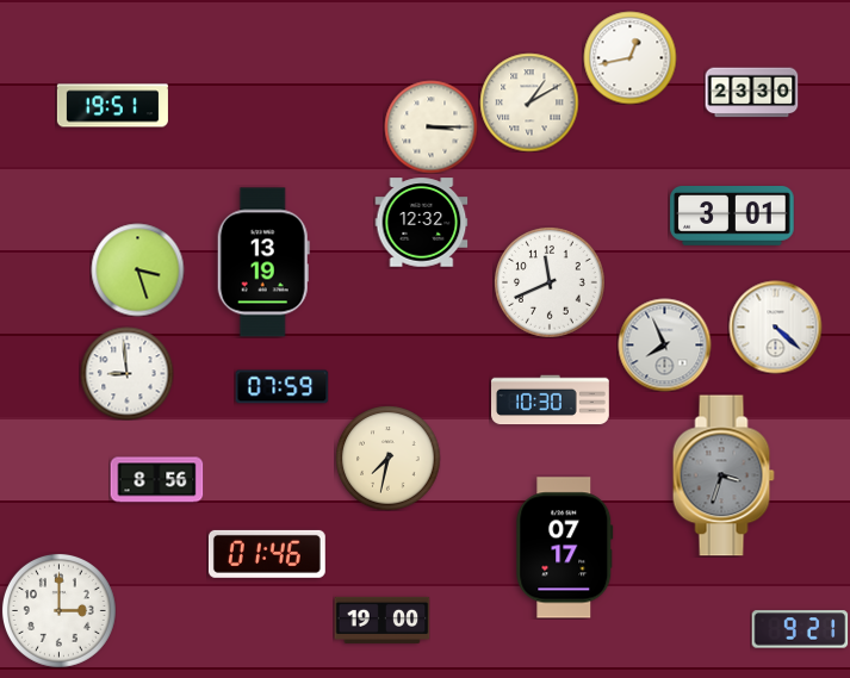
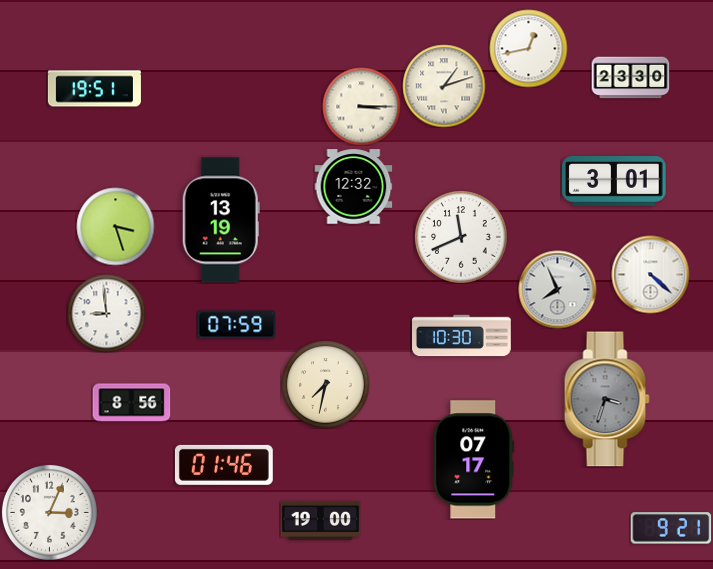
clock at (529, 102): 1:10 -> 1:12
clock at (58, 610): 3:00 -> 3:04
